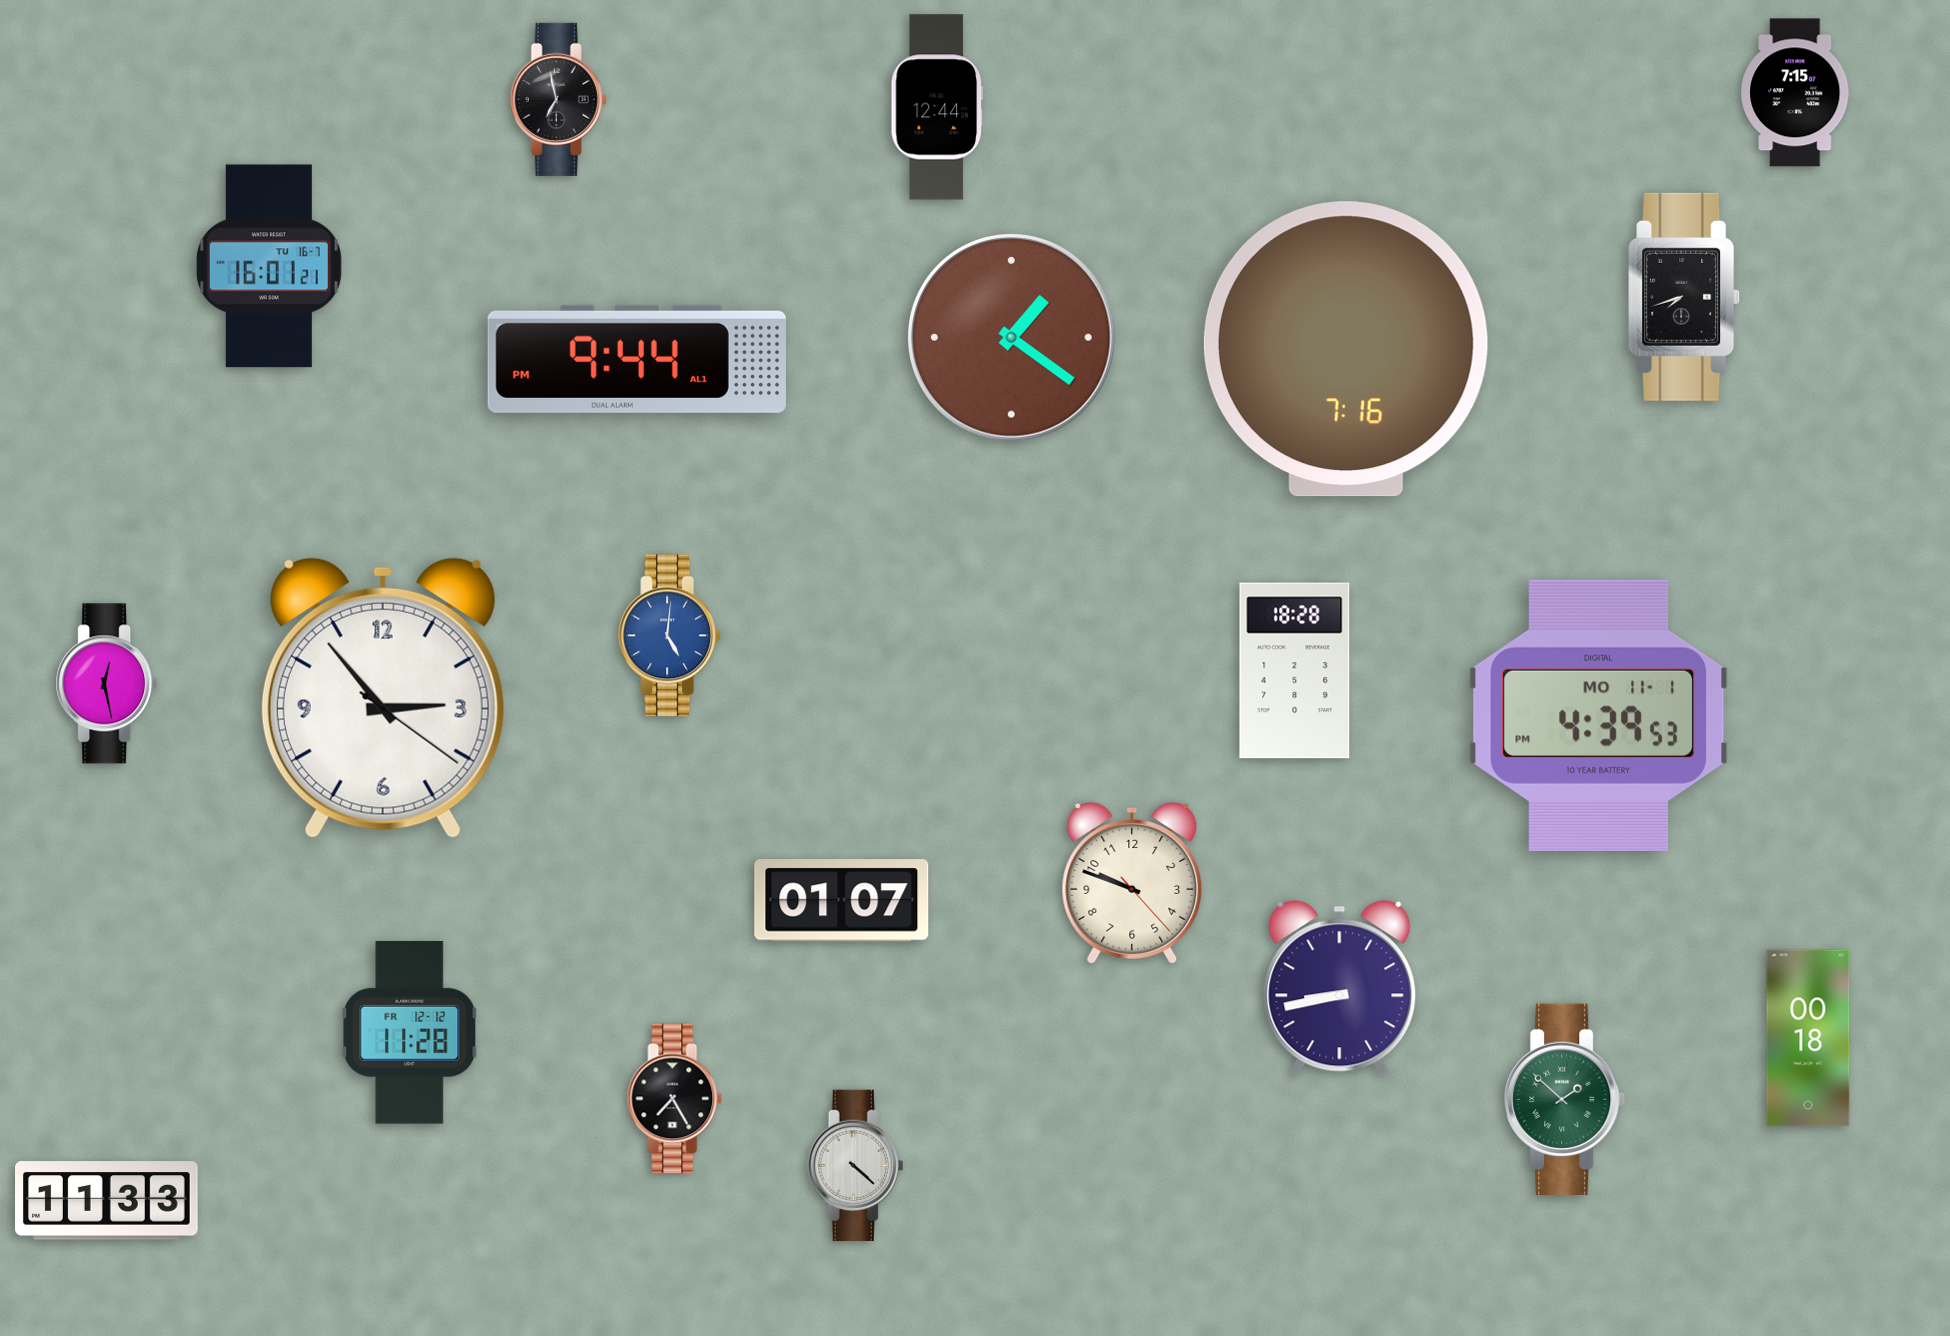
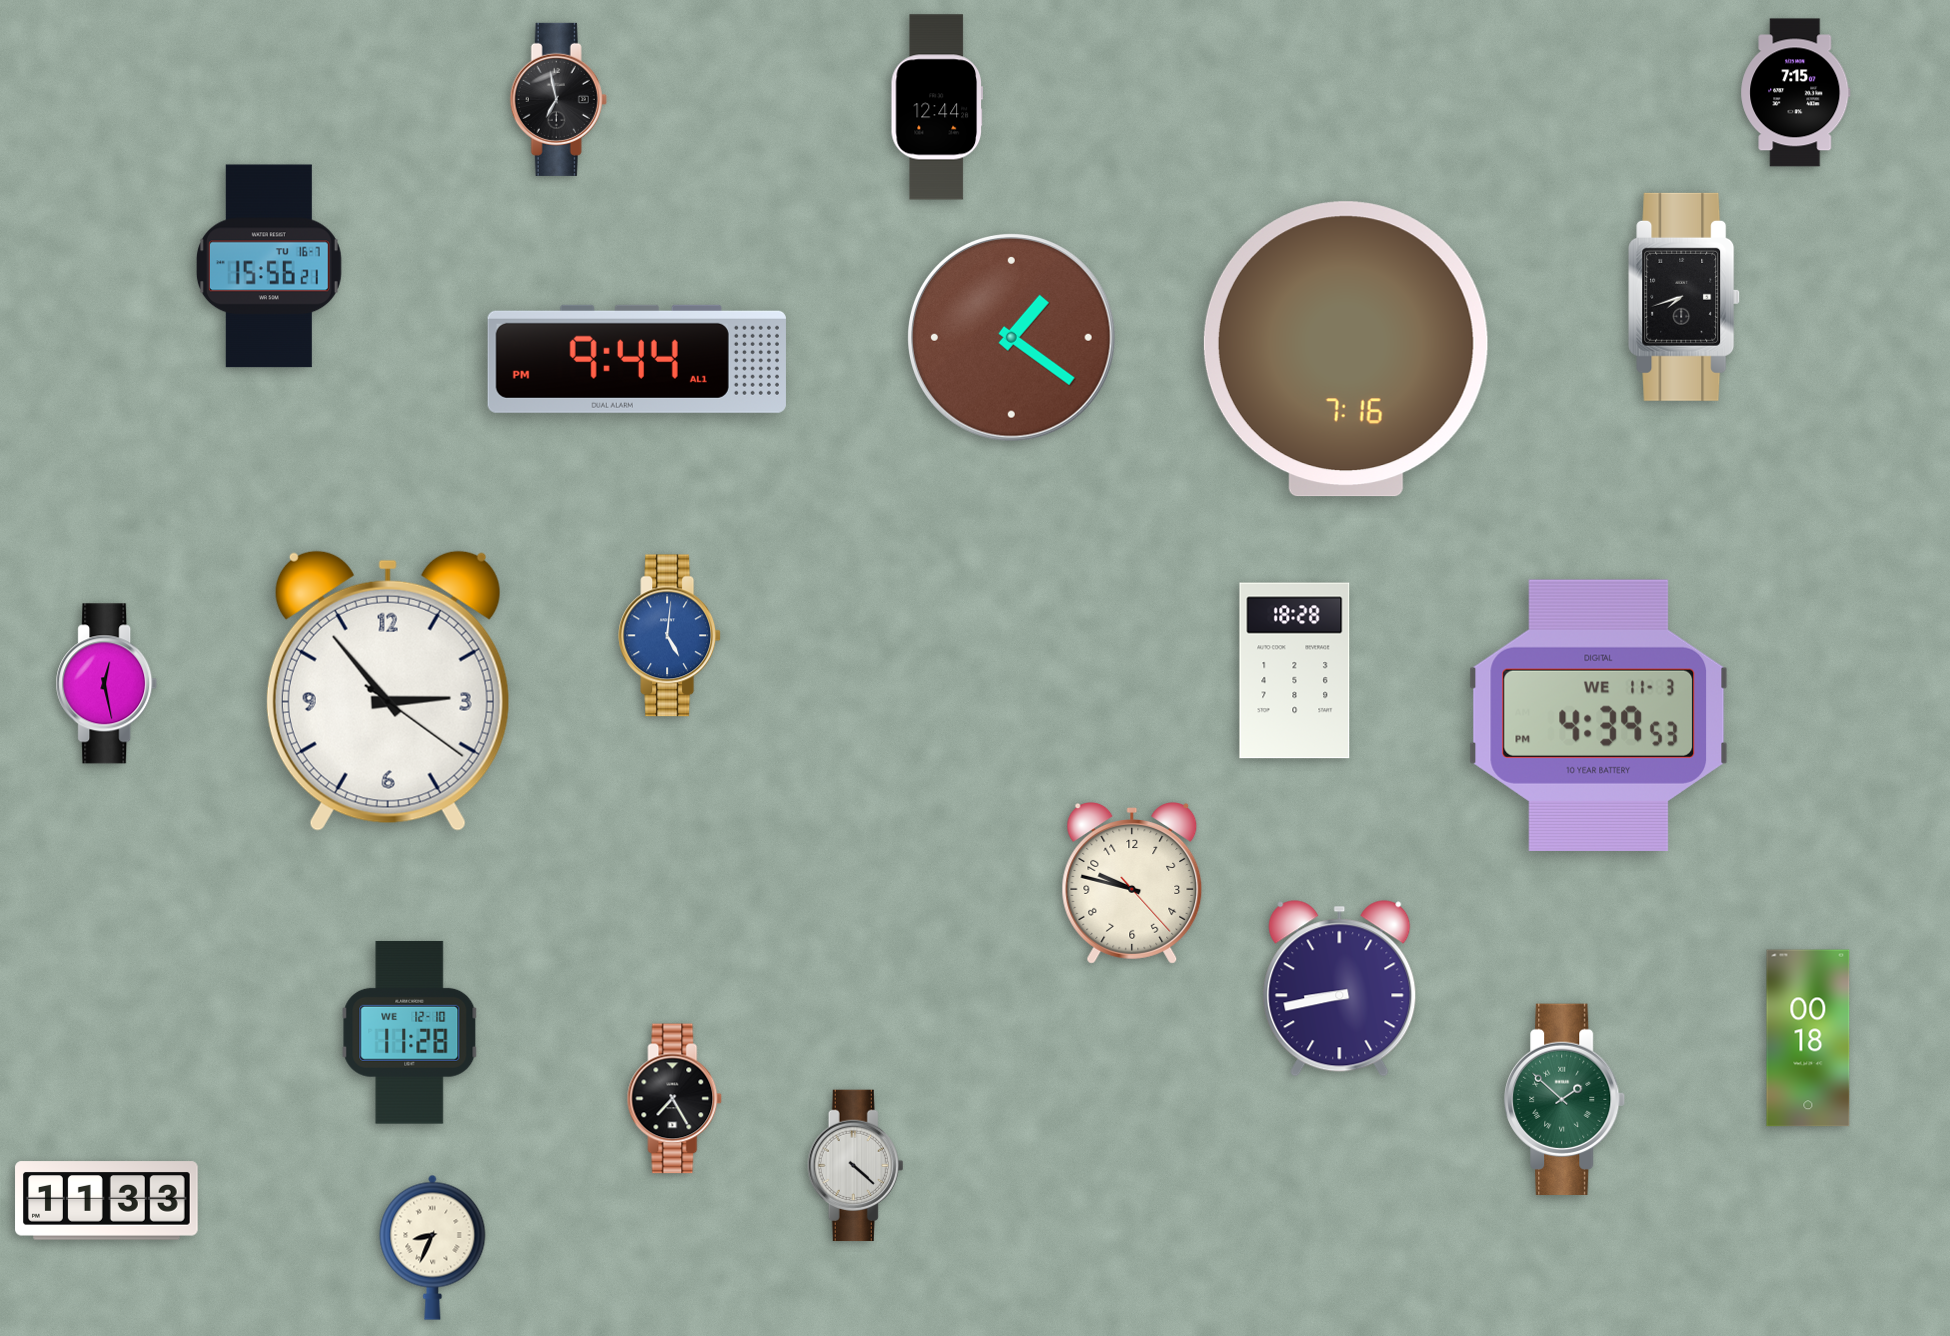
clock at (269, 266): 16:01 -> 15:56
clock at (383, 698) position: (383, 698) -> (388, 691)
clock at (1599, 715) date: MO 11-1 -> WE 11-3
clock at (1132, 883): 9:48 -> 9:47
clock at (842, 901): 01:07 -> none
clock at (410, 1032) date: FR 12-12 -> WE 12-10
clock at (433, 1247): none -> 8:34
